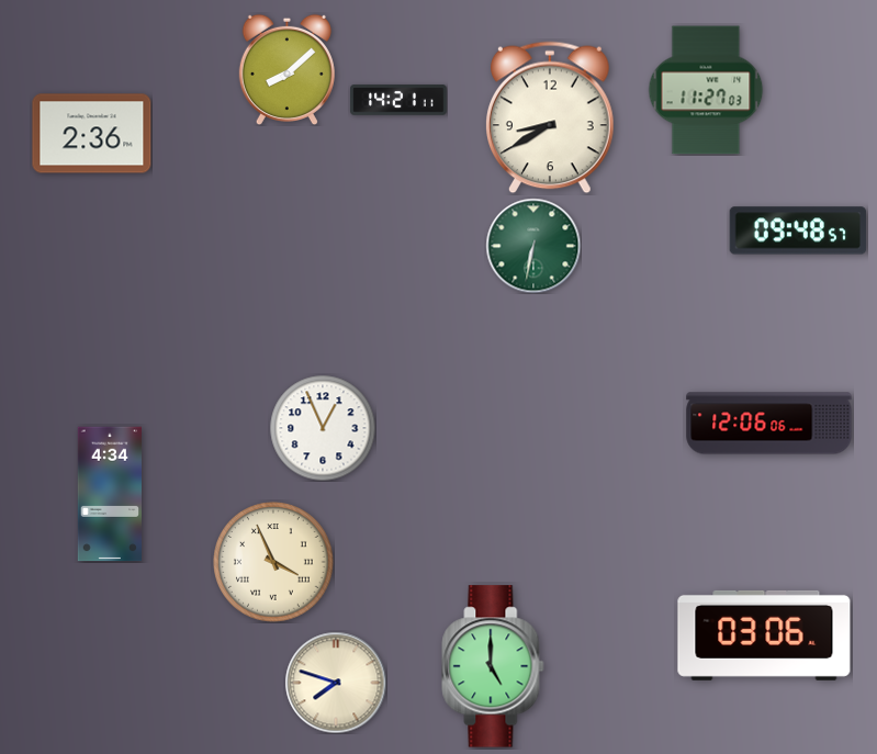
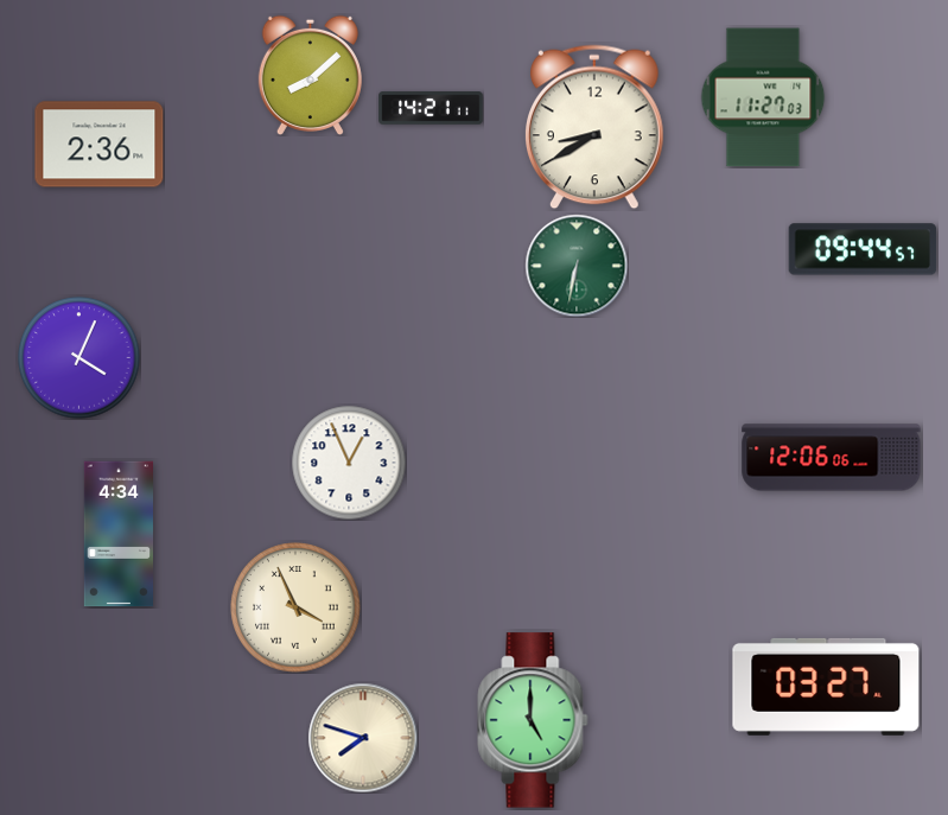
clock at (798, 230): 09:48 -> 09:44
clock at (79, 358): none -> 4:04
clock at (764, 635): 03:06 -> 03:27
